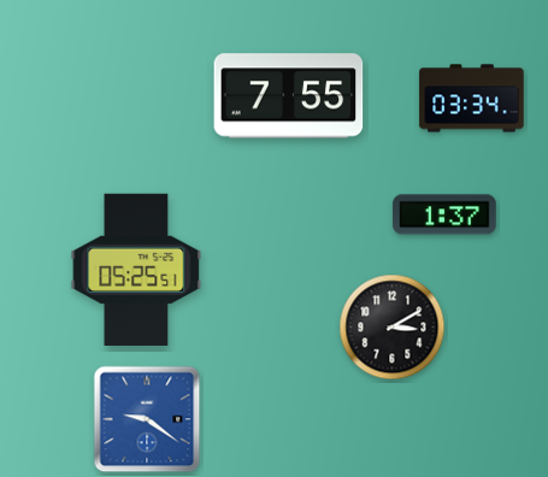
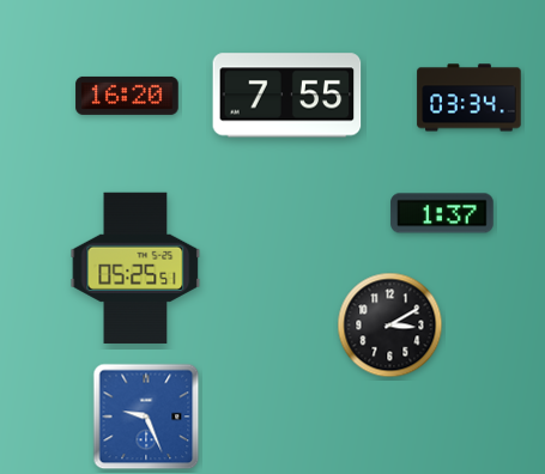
clock at (127, 96): none -> 16:20
clock at (147, 419): 9:21 -> 9:26
